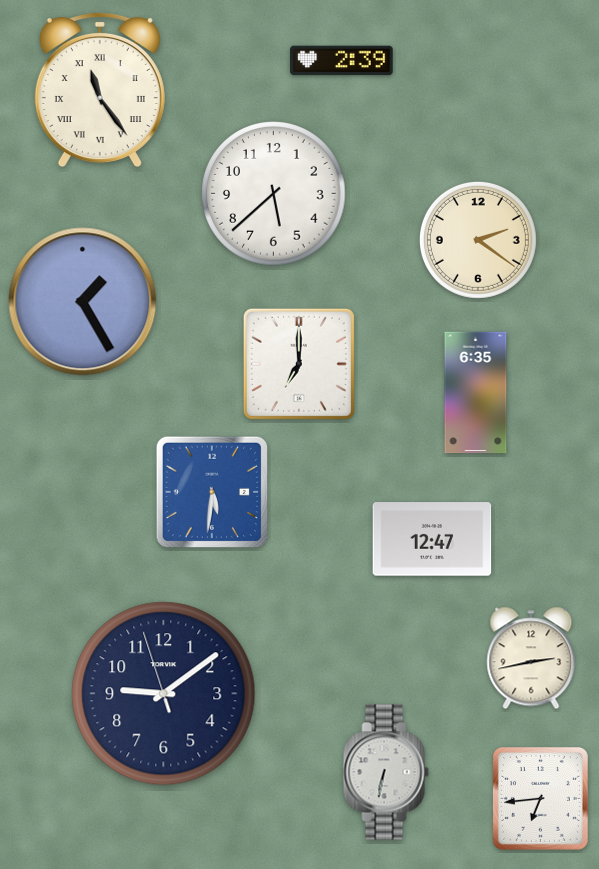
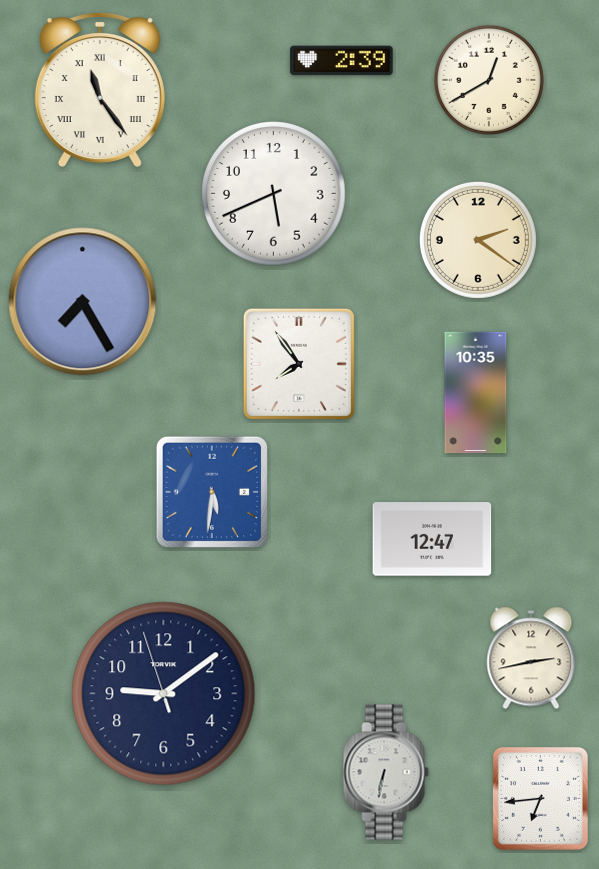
clock at (489, 80): none -> 12:40
clock at (274, 194): 5:38 -> 5:41
clock at (83, 302): 1:25 -> 7:25
clock at (299, 364): 7:00 -> 7:54
clock at (476, 393): 6:35 -> 10:35
